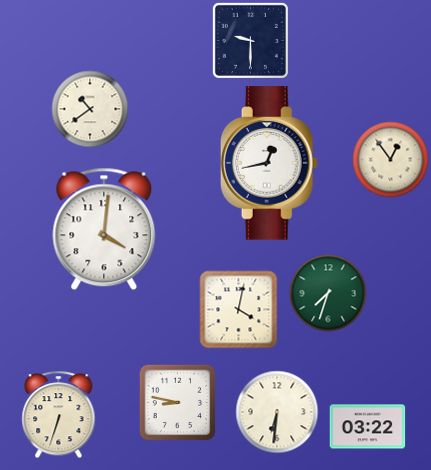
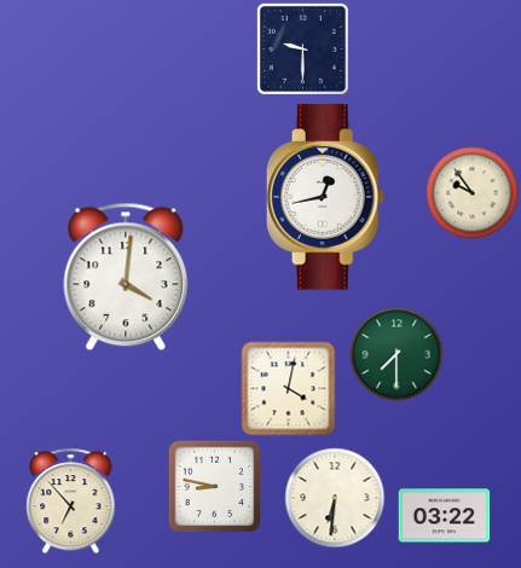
clock at (90, 109): 10:39 -> none
clock at (391, 160): 12:54 -> 9:54
clock at (328, 293): 7:33 -> 7:30
clock at (239, 310) position: (239, 310) -> (289, 389)
clock at (59, 415): 6:33 -> 6:53
